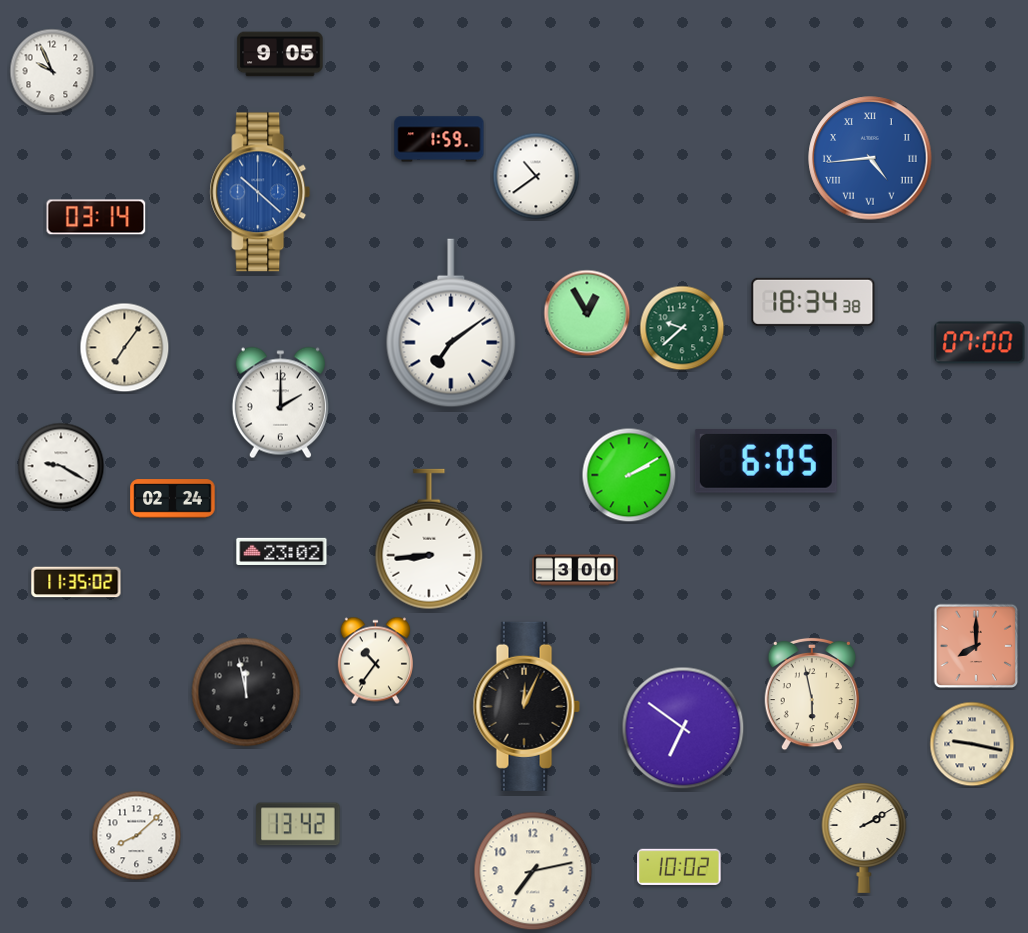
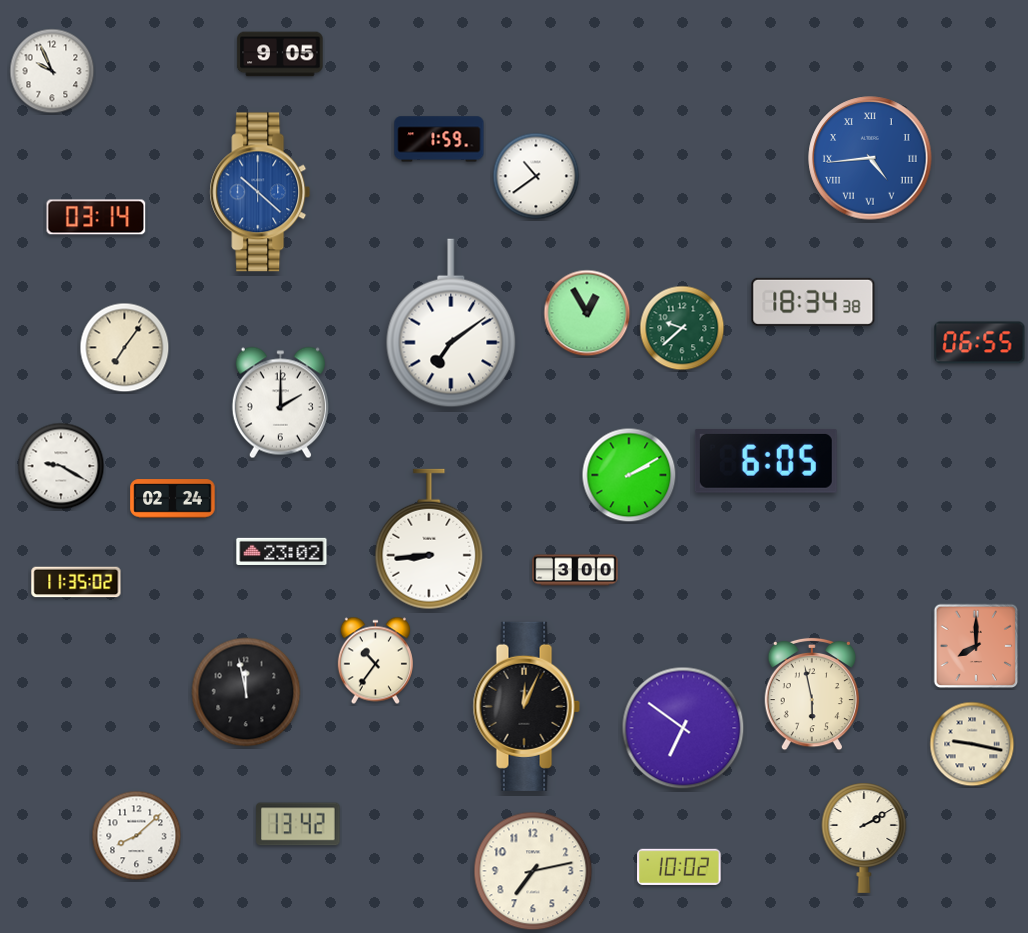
clock at (980, 343): 07:00 -> 06:55
